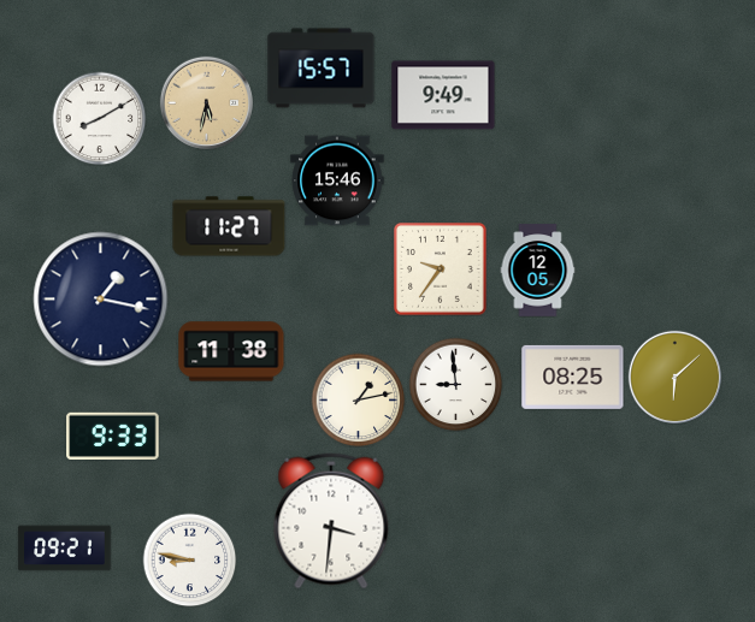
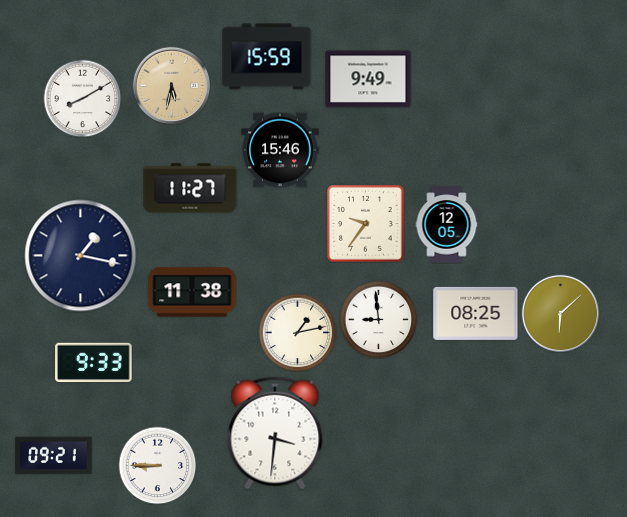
clock at (322, 69): 15:57 -> 15:59
clock at (101, 300) position: (101, 300) -> (81, 256)
clock at (189, 559): 8:47 -> 8:45
